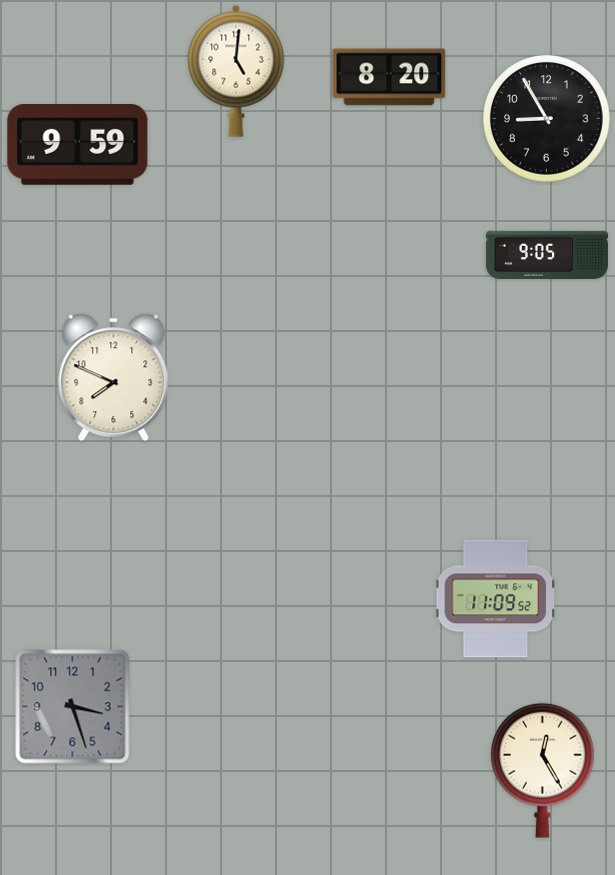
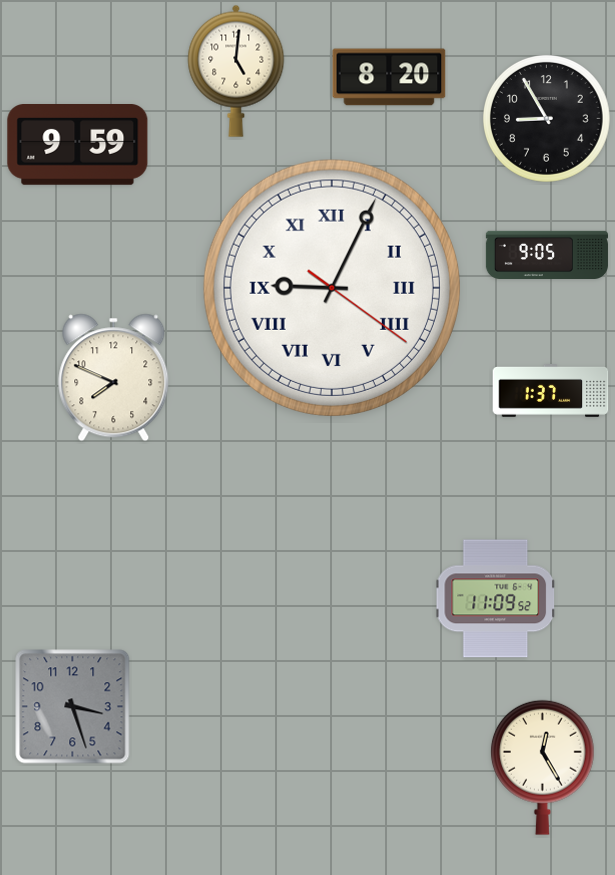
clock at (332, 288): none -> 9:04
clock at (551, 391): none -> 1:37
clock at (542, 770) position: (542, 770) -> (542, 767)
